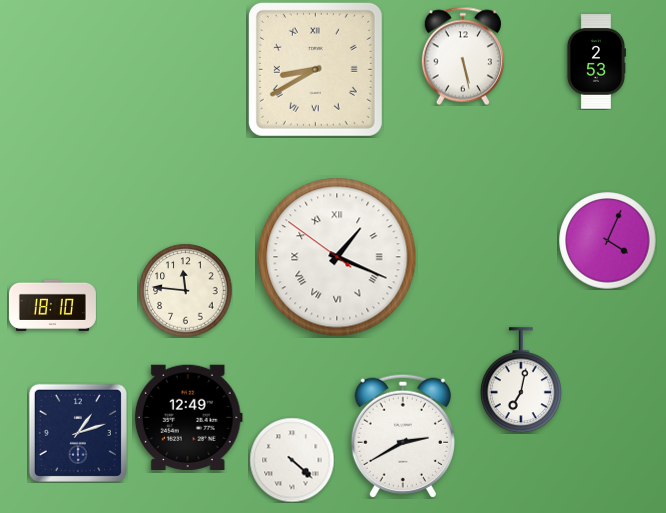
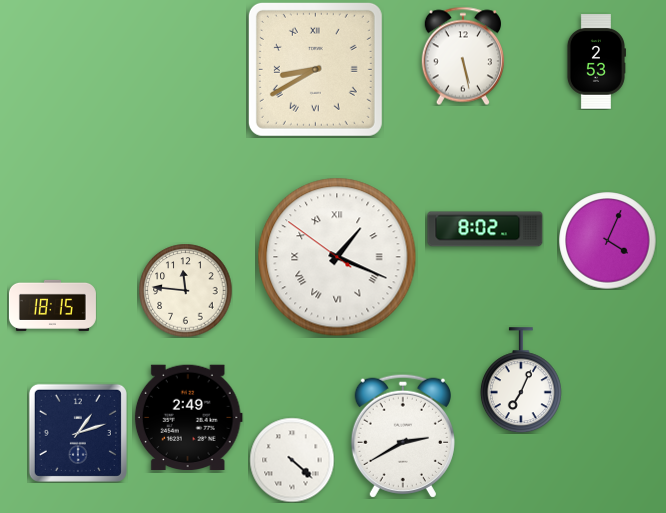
clock at (485, 229): none -> 8:02
clock at (52, 305): 18:10 -> 18:15
clock at (521, 380): 7:02 -> 7:04
clock at (188, 417): 12:49 -> 2:49
